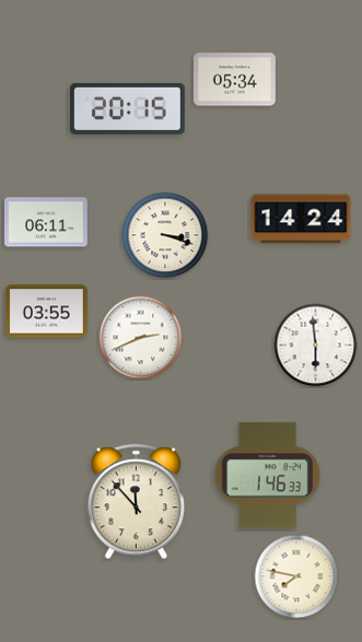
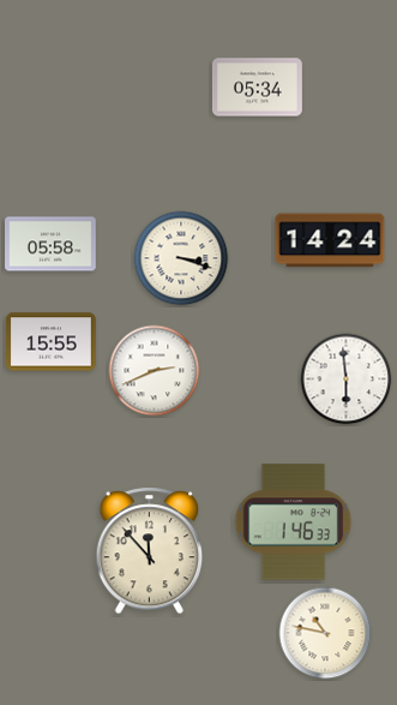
clock at (127, 108): 20:15 -> none
clock at (47, 222): 06:11 -> 05:58
clock at (46, 312): 03:55 -> 15:55
clock at (296, 576): 7:47 -> 10:47
